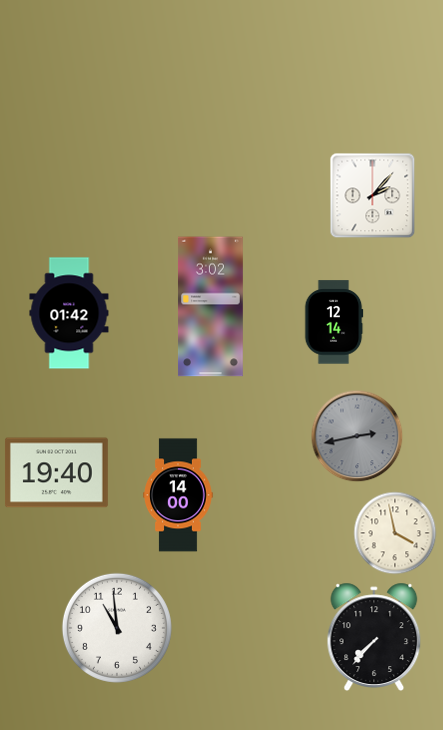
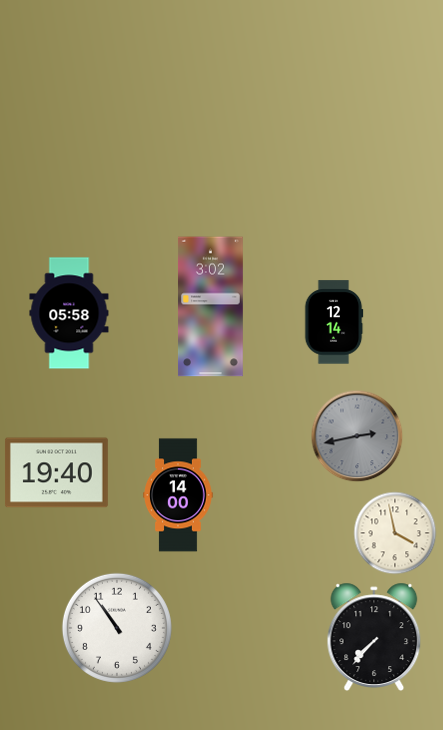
clock at (373, 196): 2:07 -> none
clock at (69, 313): 01:42 -> 05:58
clock at (117, 628): 10:59 -> 10:54
